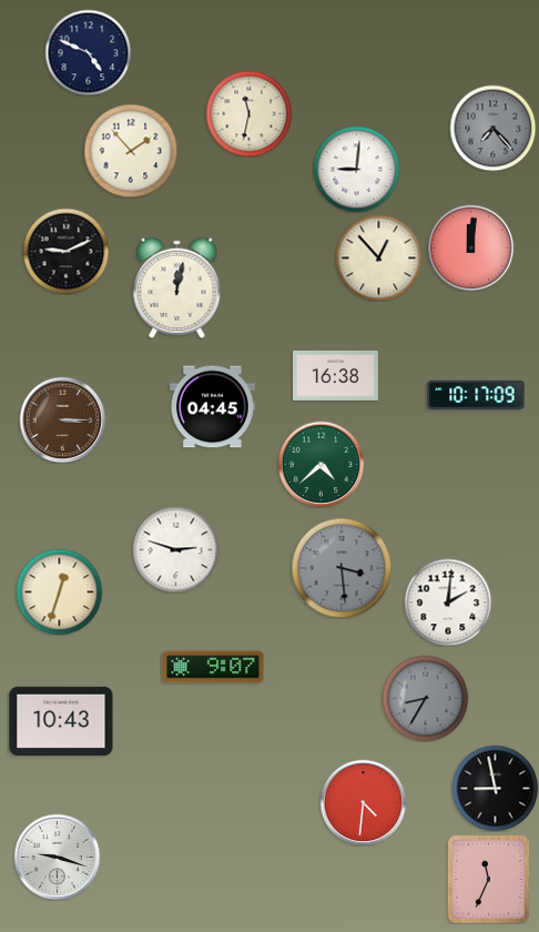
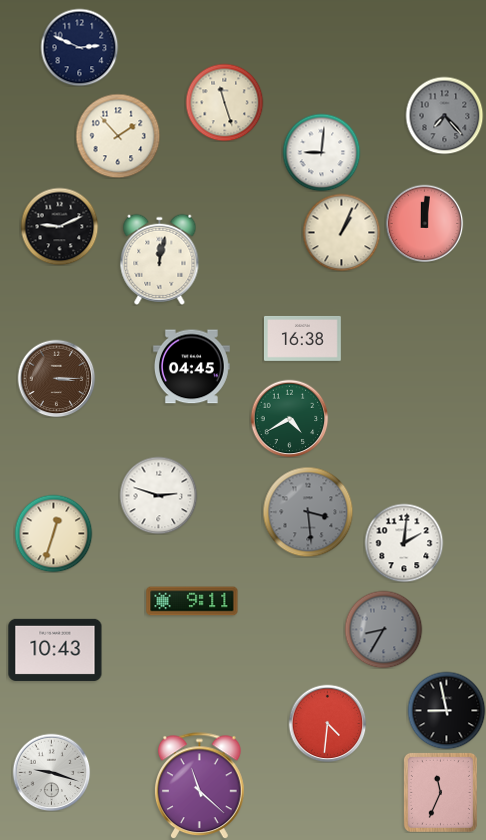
clock at (88, 52): 4:49 -> 2:49
clock at (248, 113): 11:32 -> 11:27
clock at (378, 257): 12:53 -> 1:04
clock at (476, 395): 10:17 -> none
clock at (321, 464): 4:38 -> 4:40
clock at (213, 667): 9:07 -> 9:11
clock at (200, 786): none -> 11:22
